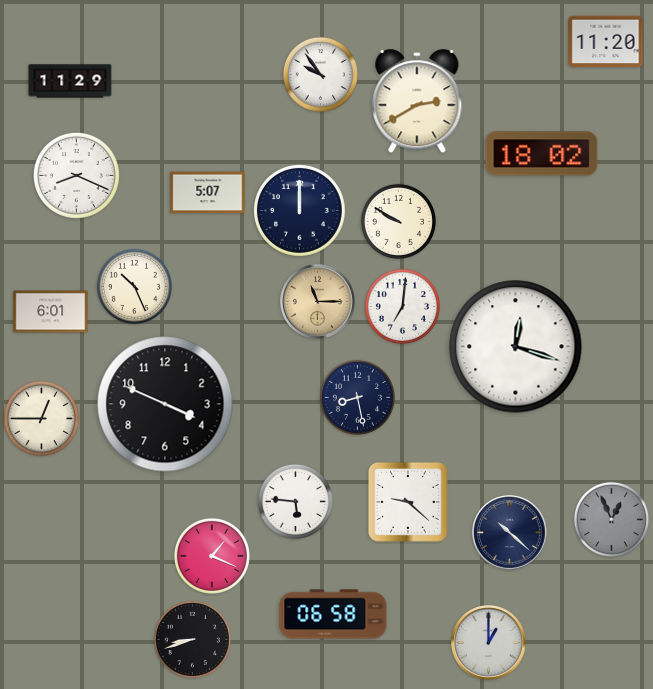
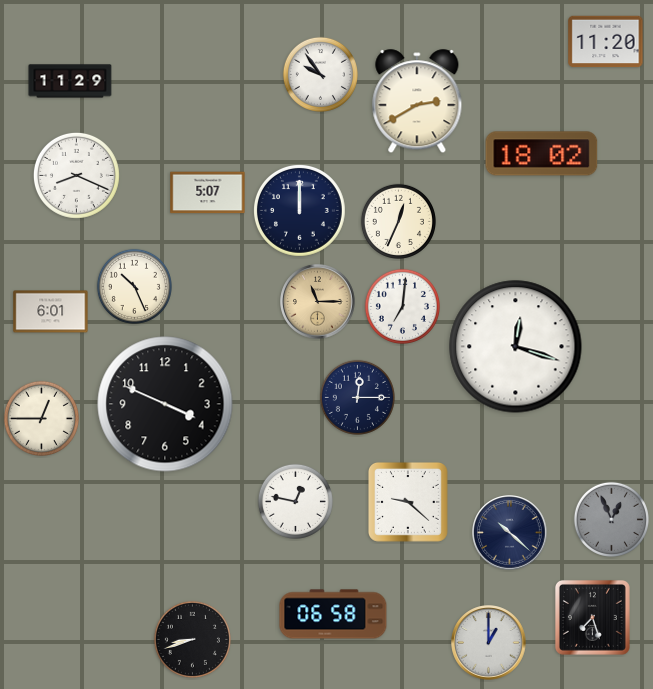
clock at (398, 221): 9:50 -> 12:34
clock at (357, 397): 8:28 -> 12:15
clock at (295, 501): 5:46 -> 12:47
clock at (212, 556): 1:19 -> none
clock at (592, 617): none -> 7:27
